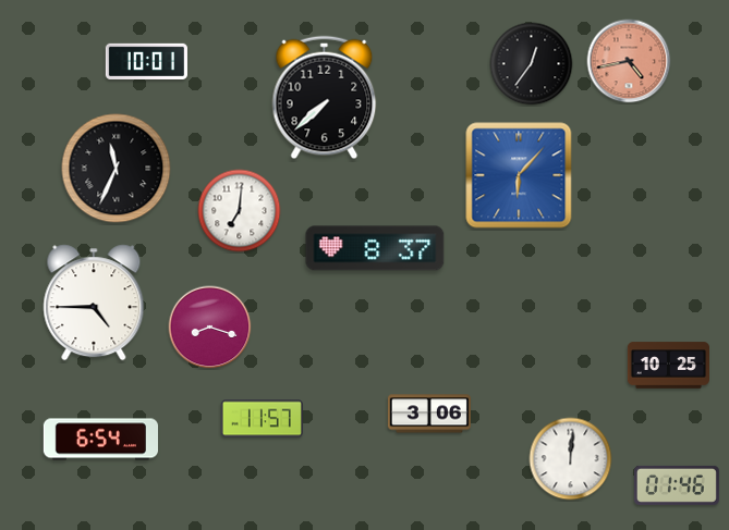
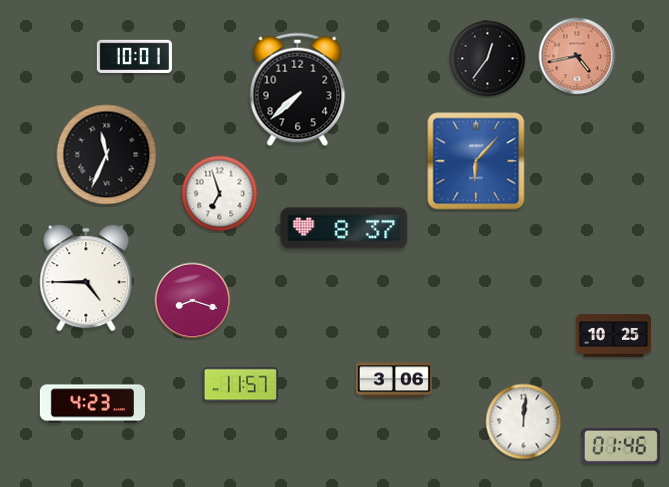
clock at (240, 211): 7:01 -> 6:57
clock at (100, 440): 6:54 -> 4:23
